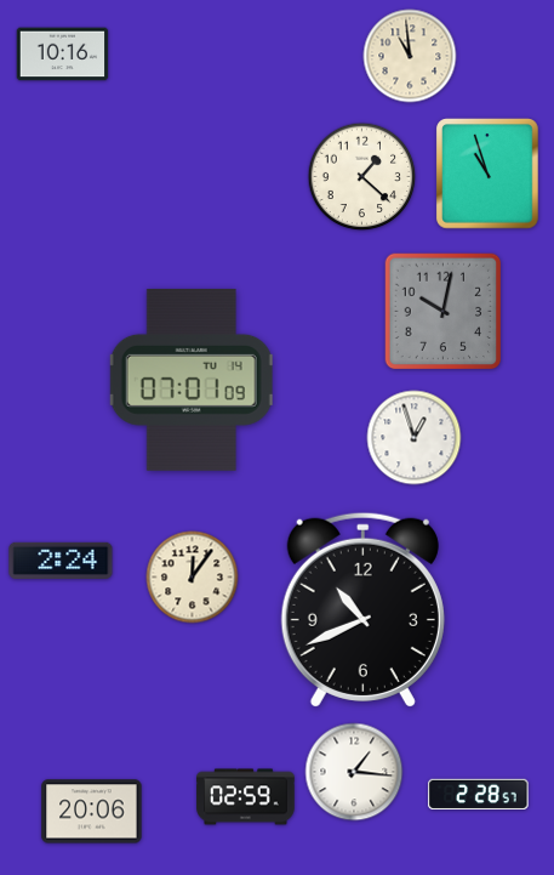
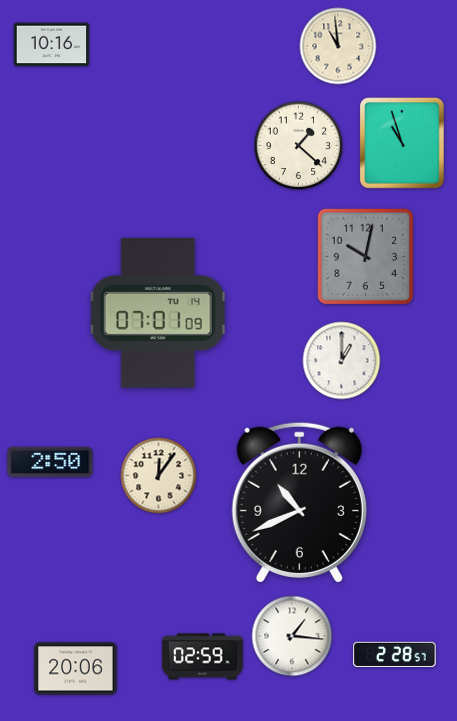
clock at (415, 438): 12:57 -> 1:00
clock at (61, 561): 2:24 -> 2:50
